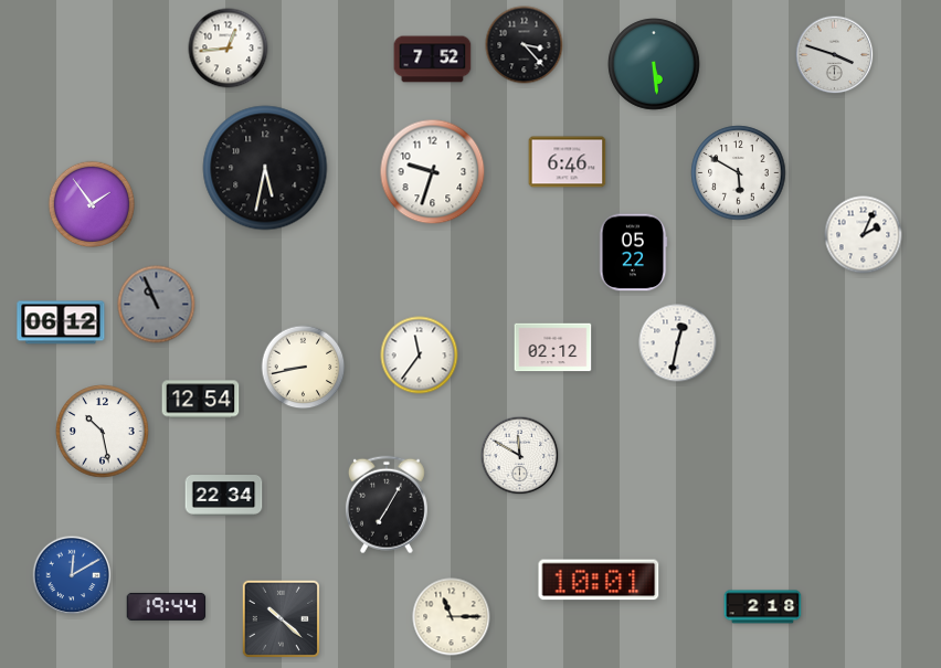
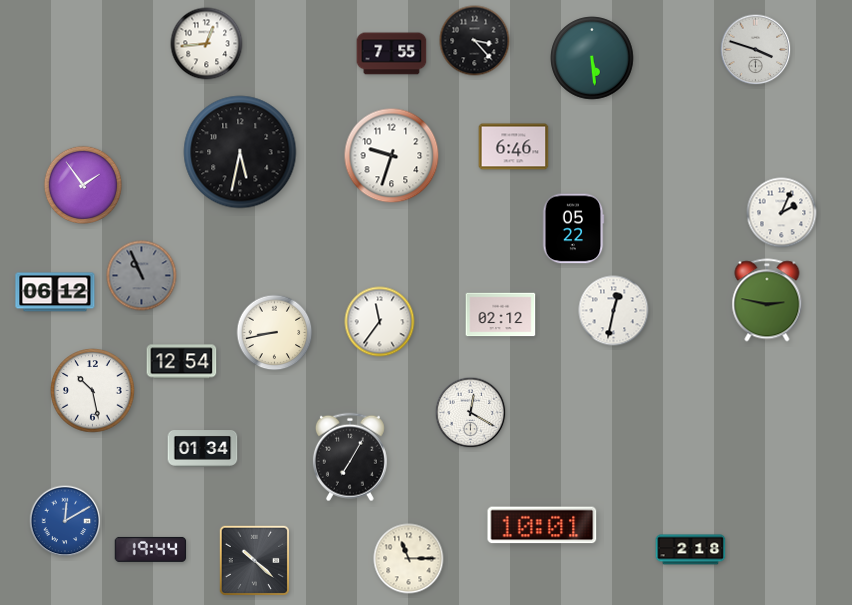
clock at (433, 60): 7:52 -> 7:55
clock at (739, 173): 5:50 -> none
clock at (767, 300): none -> 2:47
clock at (520, 456): 11:50 -> 12:20
clock at (224, 496): 22:34 -> 01:34
